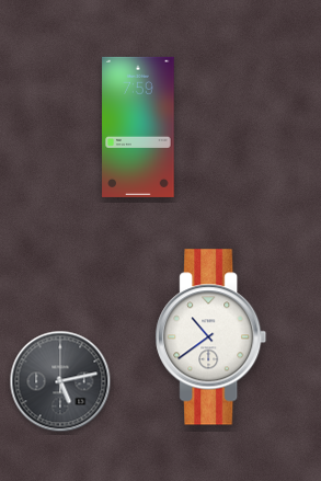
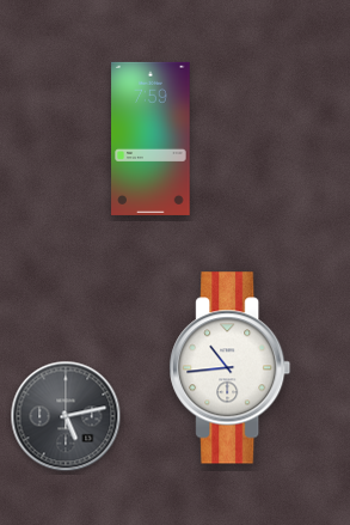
clock at (211, 337): 10:39 -> 10:44
